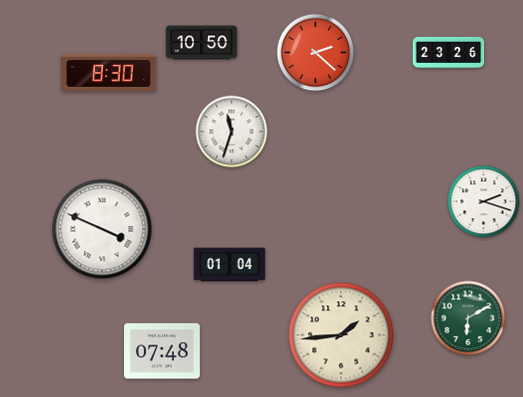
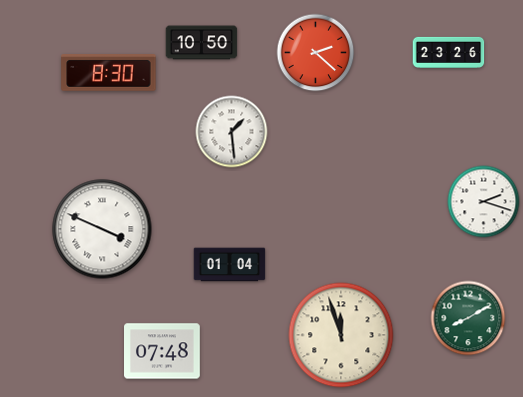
clock at (232, 132): 11:33 -> 1:29
clock at (468, 318): 6:10 -> 8:10
clock at (341, 335): 1:44 -> 11:57
